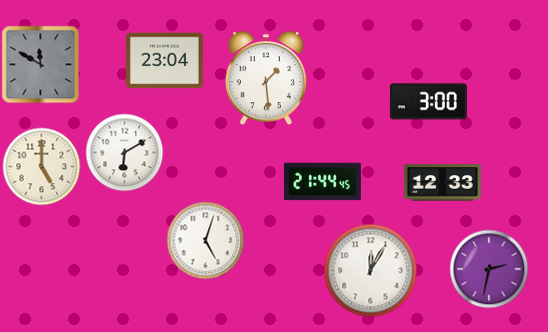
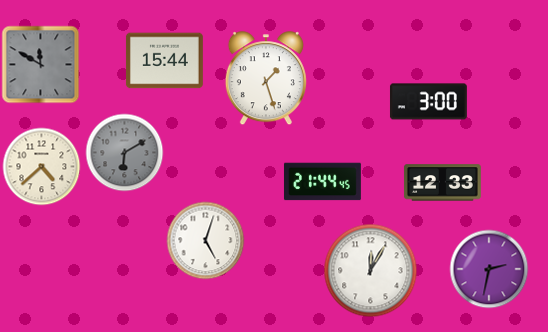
clock at (164, 61): 23:04 -> 15:44
clock at (266, 78): 1:29 -> 1:27
clock at (124, 152) dial: white -> grey
clock at (41, 166): 5:00 -> 4:38
